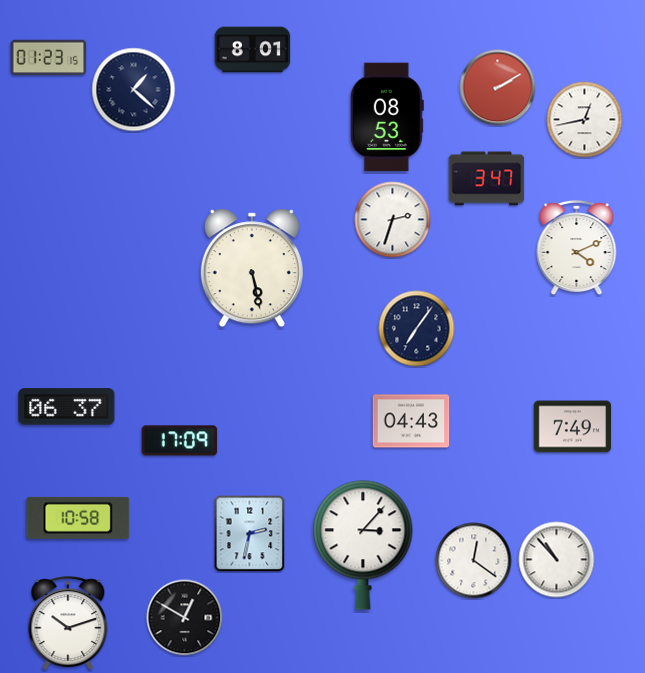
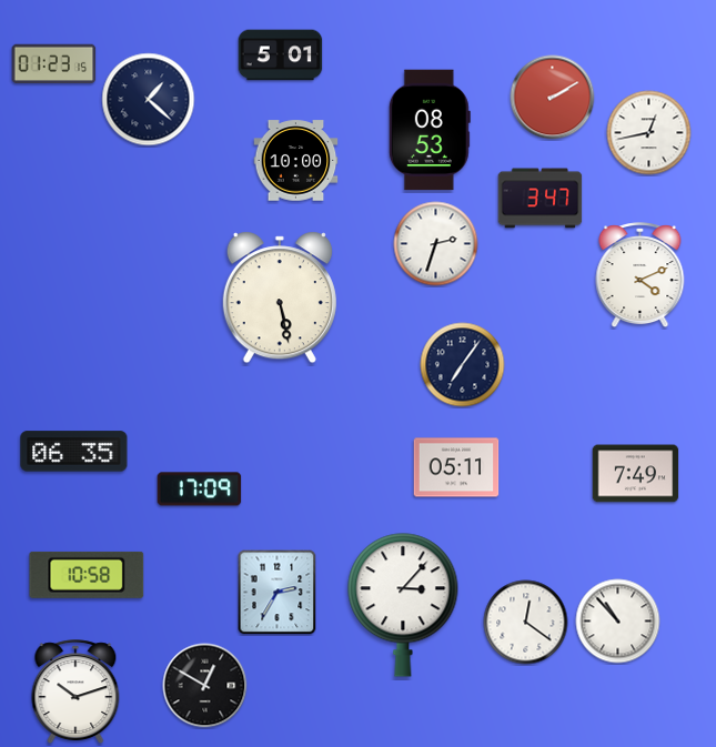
clock at (253, 50): 8:01 -> 5:01
clock at (296, 161): none -> 10:00
clock at (67, 407): 06:37 -> 06:35
clock at (411, 421): 04:43 -> 05:11
clock at (250, 534): 2:32 -> 2:35
